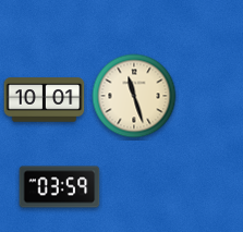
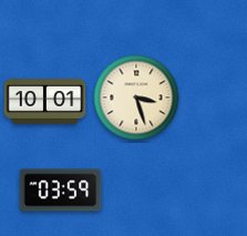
clock at (134, 96): 11:27 -> 3:27
